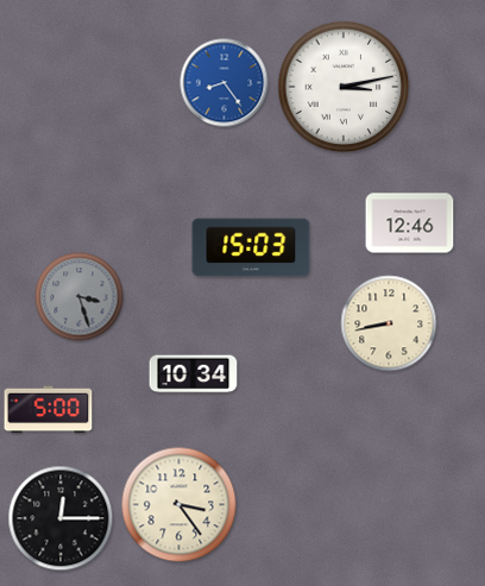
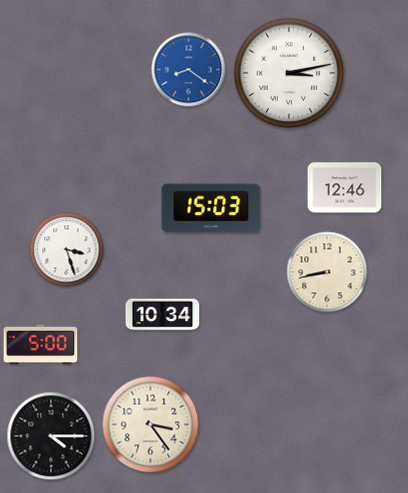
clock at (225, 83): 8:24 -> 8:21
clock at (80, 297) dial: grey -> white
clock at (61, 518): 12:15 -> 4:15
